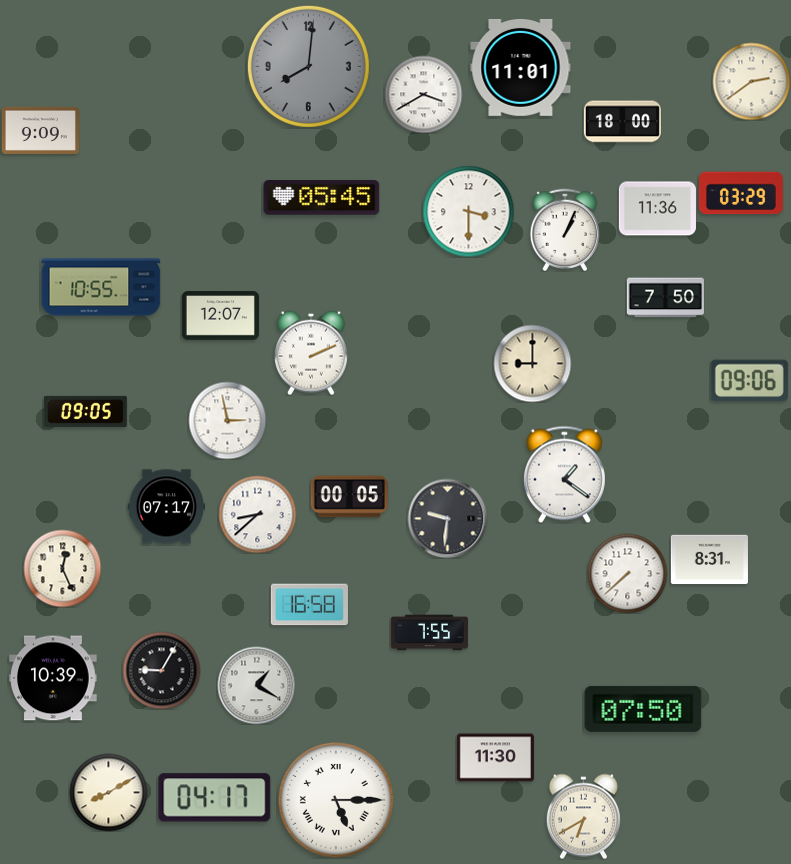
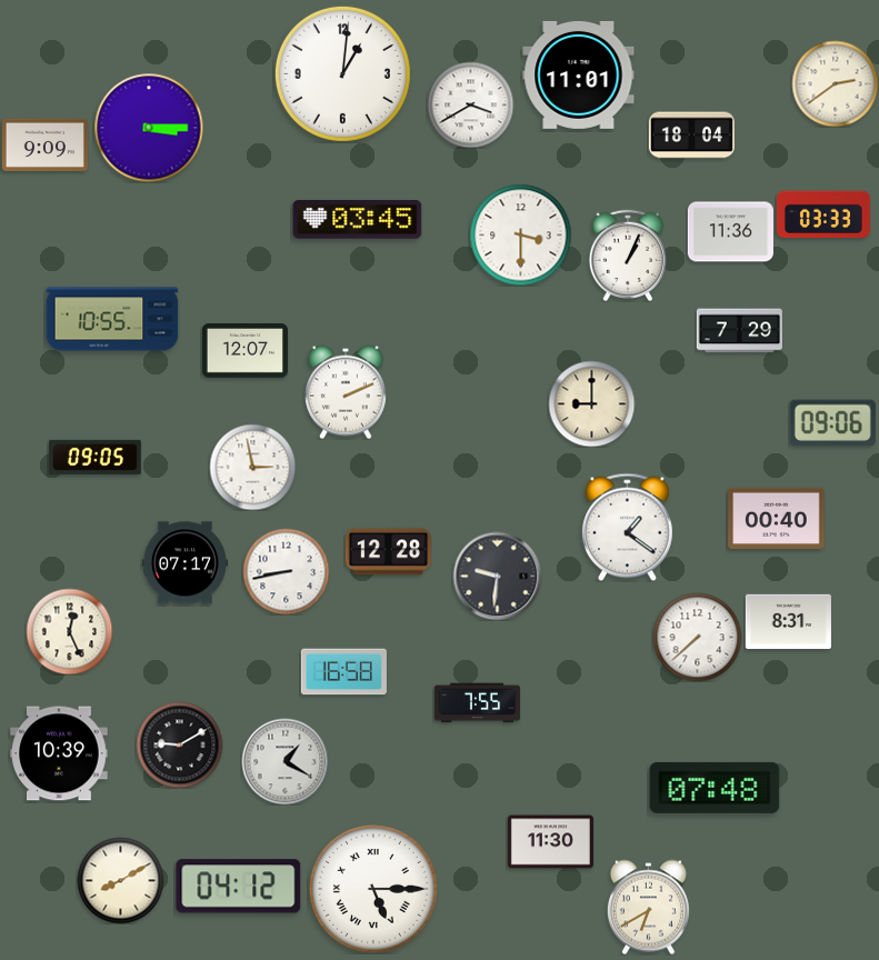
clock at (308, 66): 8:01 -> 1:01
clock at (308, 66) dial: grey -> white
clock at (751, 81) position: (751, 81) -> (835, 83)
clock at (149, 128): none -> 3:15
clock at (622, 122): 18:00 -> 18:04
clock at (741, 193): 03:29 -> 03:33
clock at (322, 198): 05:45 -> 03:45
clock at (665, 298): 7:50 -> 7:29
clock at (777, 518): none -> 00:40
clock at (349, 497): 00:05 -> 12:28
clock at (257, 514): 8:38 -> 8:43
clock at (161, 670): 9:05 -> 9:10
clock at (643, 709): 07:50 -> 07:48
clock at (215, 798): 04:17 -> 04:12
